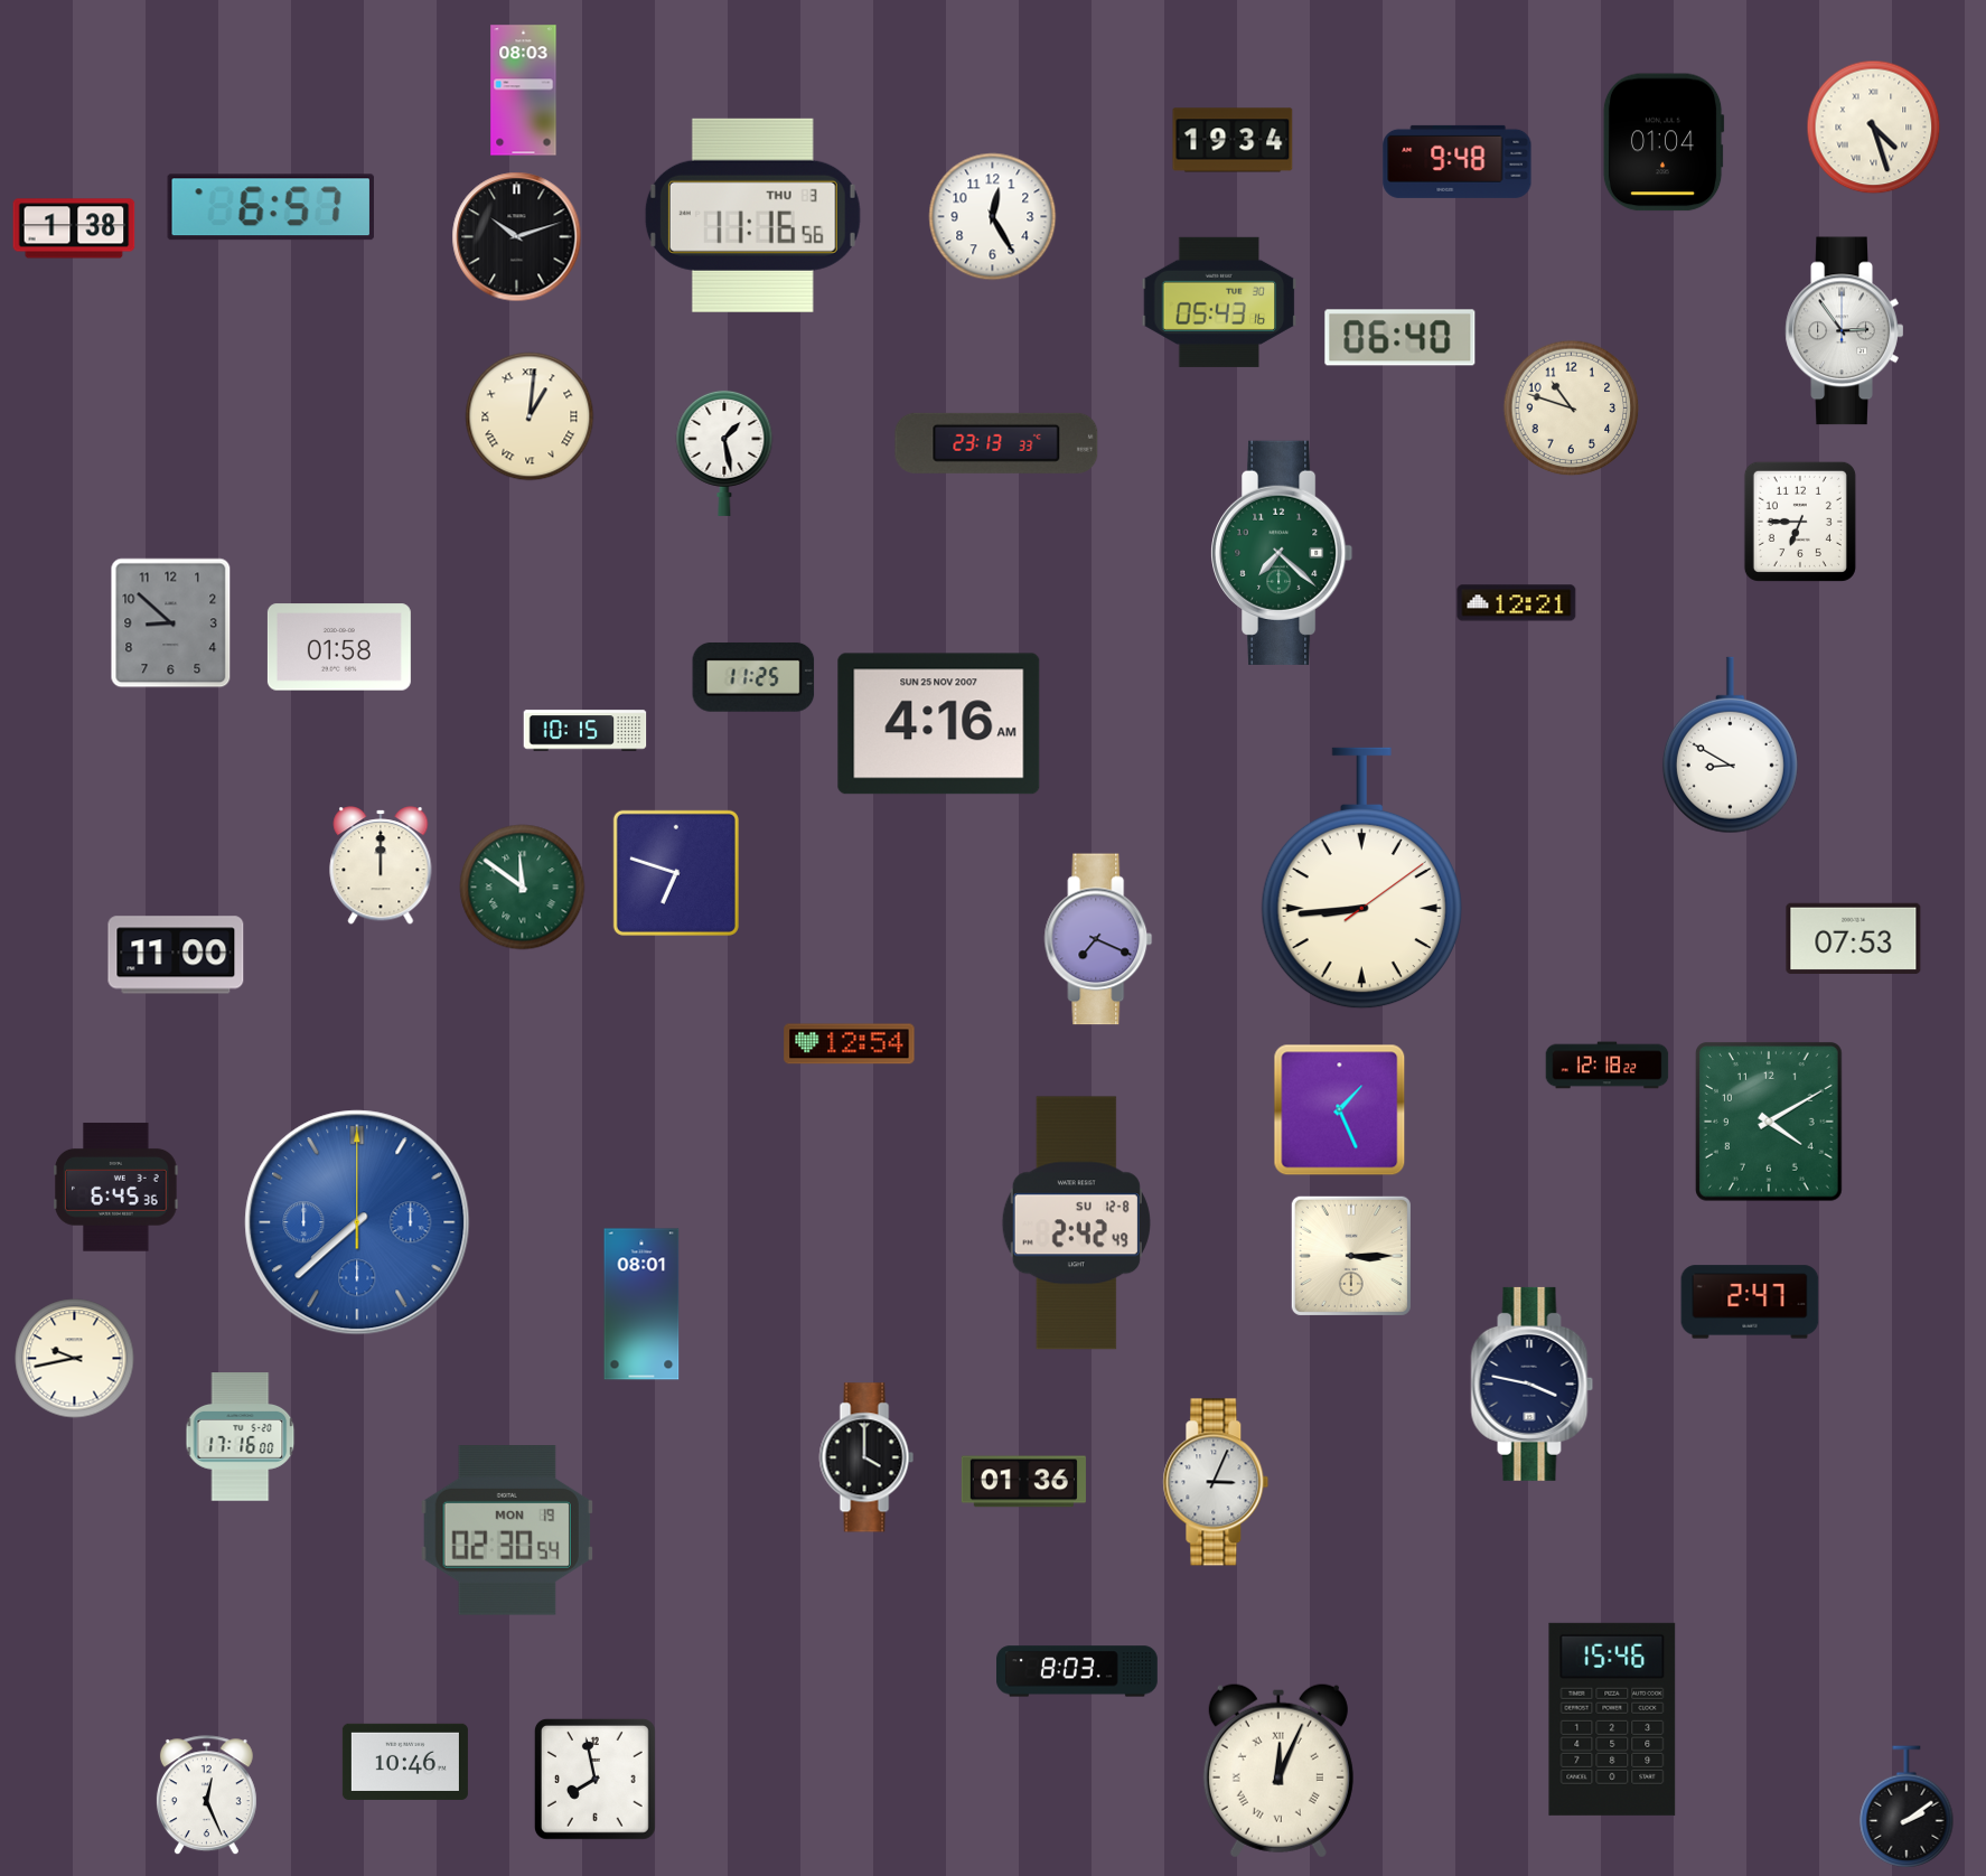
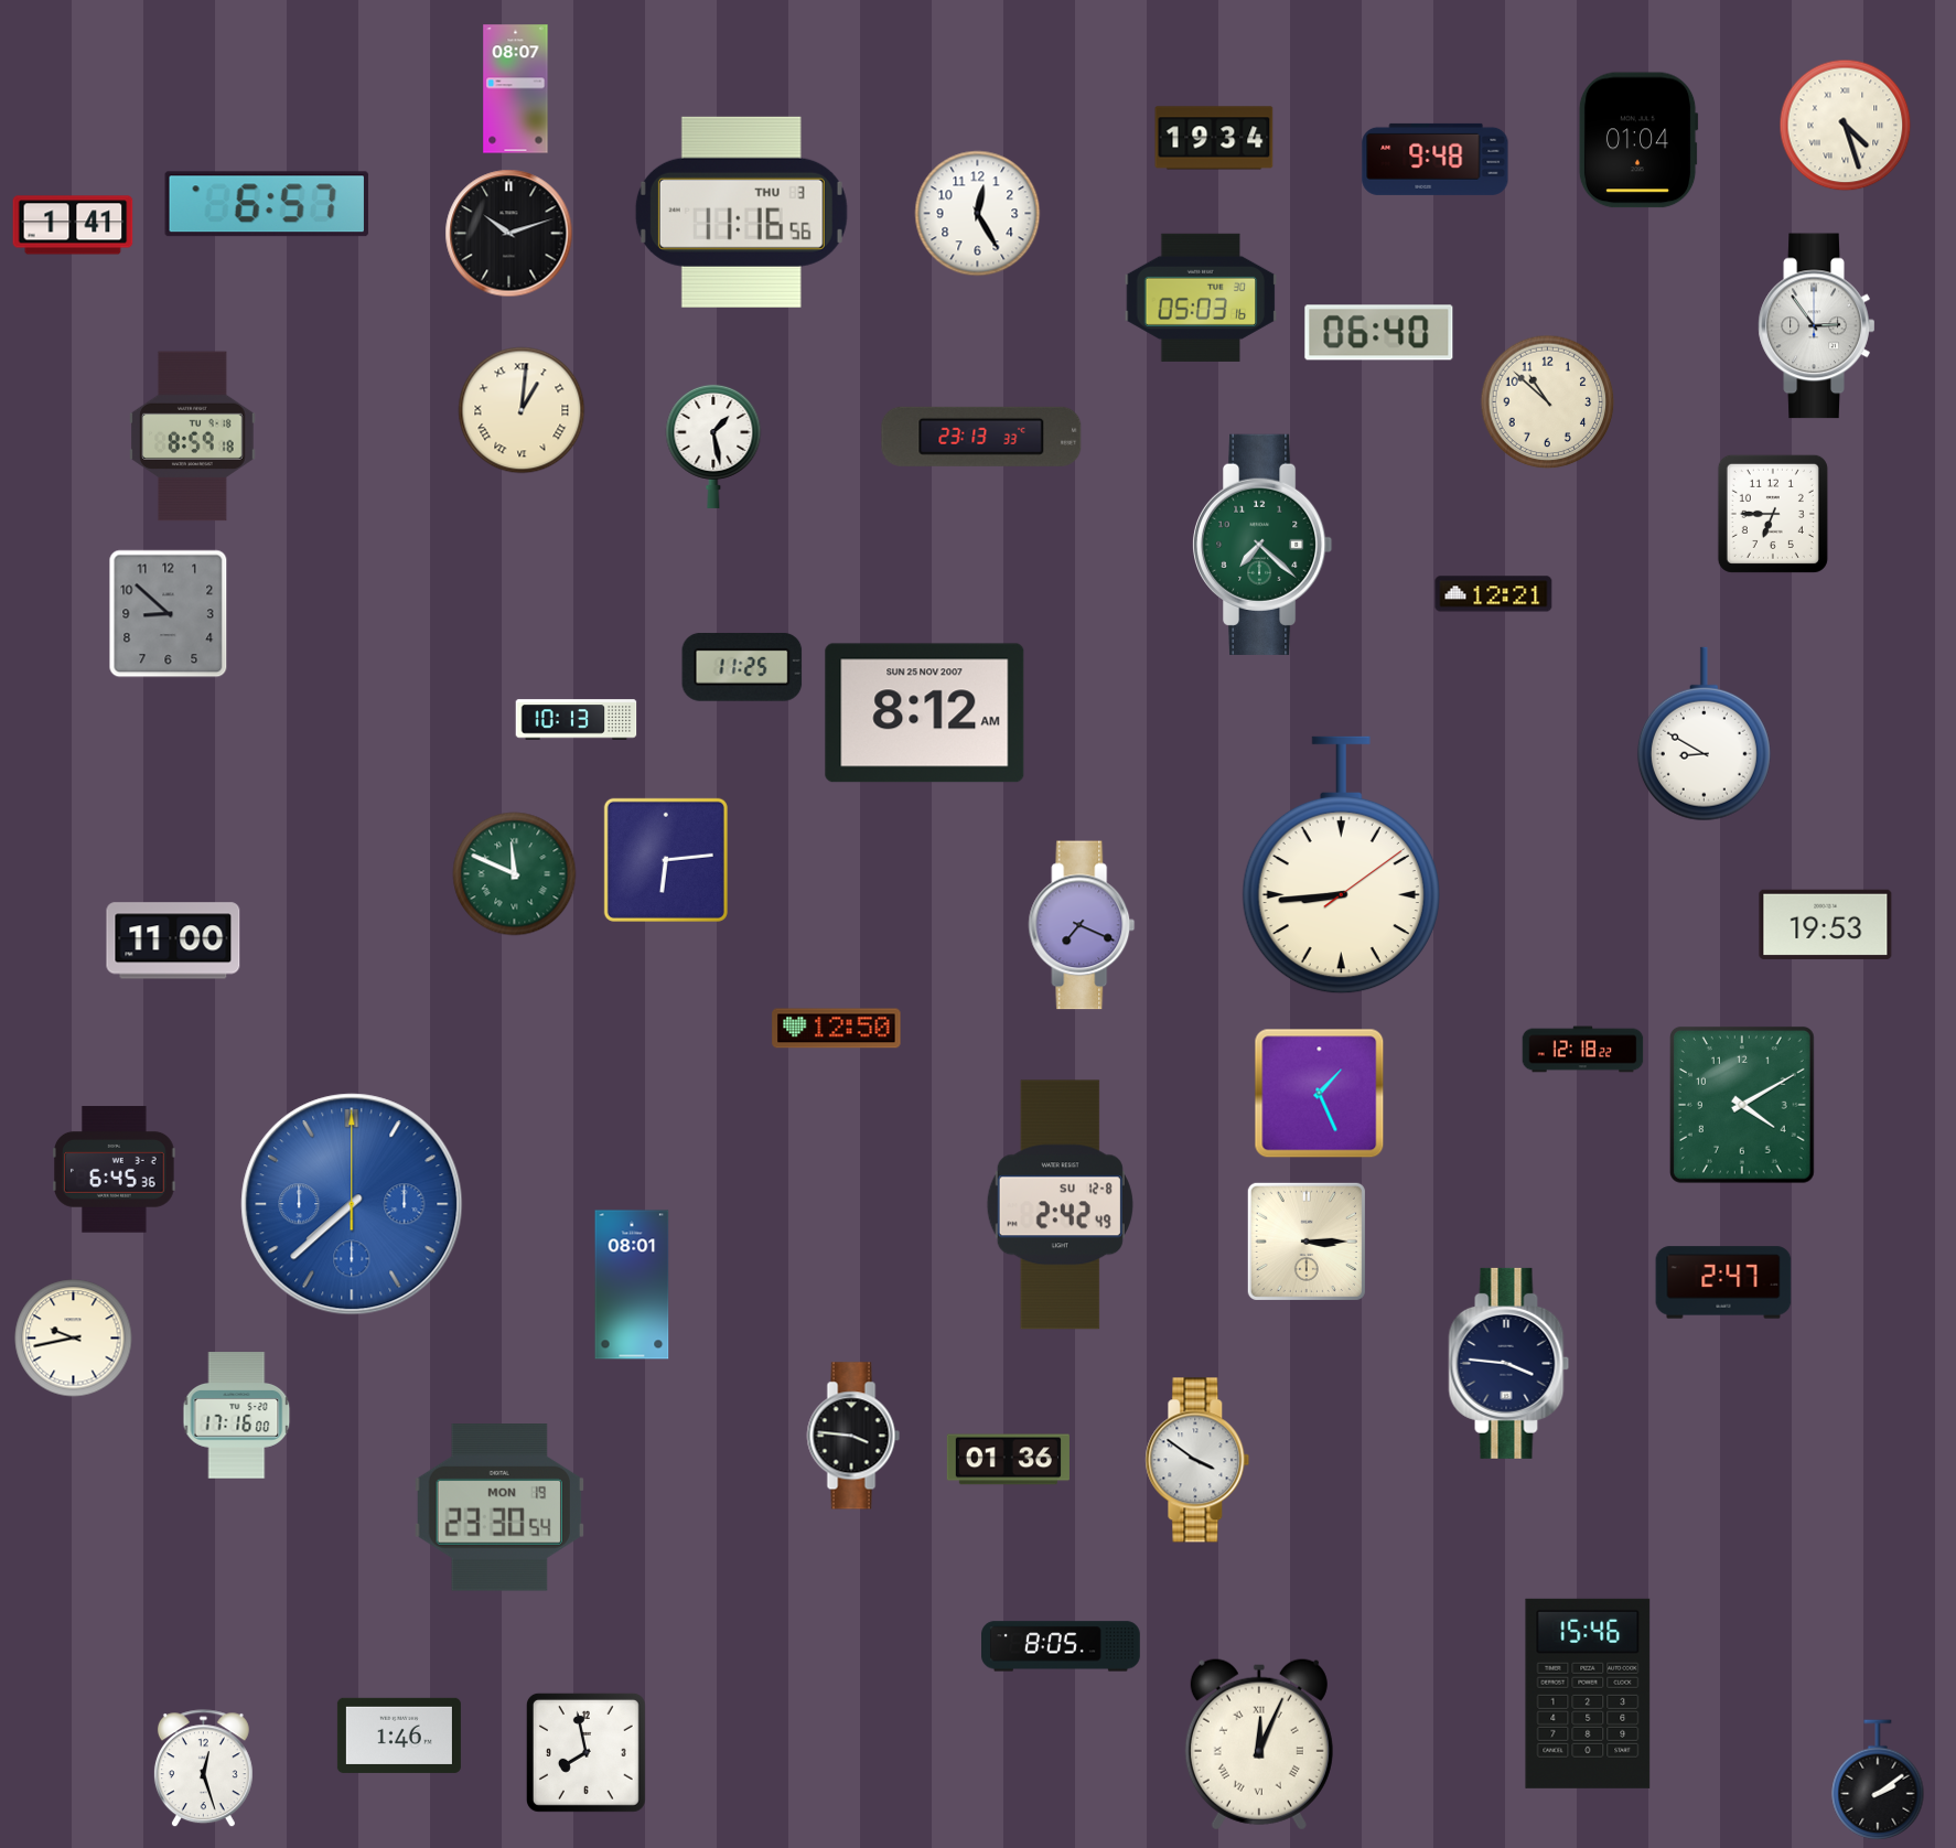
clock at (524, 91): 08:03 -> 08:07
clock at (74, 228): 1:38 -> 1:41
clock at (1219, 302): 05:43 -> 05:03
clock at (1572, 409): 10:48 -> 10:52
clock at (193, 437): none -> 8:59
clock at (339, 647): 01:58 -> none
clock at (939, 724): 4:16 -> 8:12
clock at (586, 731): 10:15 -> 10:13
clock at (381, 865): 12:00 -> none
clock at (676, 873): 6:48 -> 6:14
clock at (523, 888): 11:51 -> 11:49
clock at (1854, 938): 07:53 -> 19:53
clock at (850, 1044): 12:54 -> 12:50
clock at (1351, 1256) position: (1351, 1256) -> (1307, 1242)
clock at (1533, 1383): 3:47 -> 3:46
clock at (866, 1457): 4:00 -> 3:46
clock at (1216, 1482): 3:04 -> 3:51
clock at (506, 1531): 02:30 -> 23:30
clock at (1078, 1671): 8:03 -> 8:05
clock at (405, 1762): 10:46 -> 1:46
clock at (206, 1795): 12:26 -> 12:27
